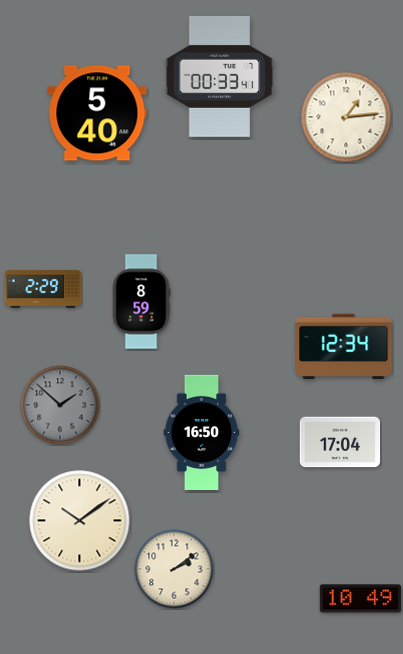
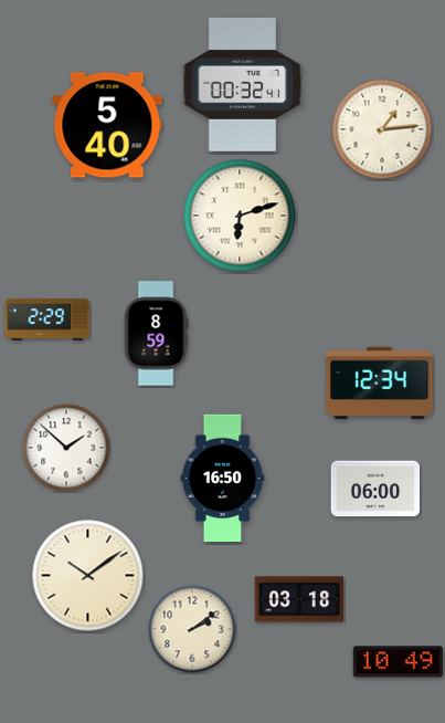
clock at (220, 76): 00:33 -> 00:32
clock at (240, 216): none -> 6:12
clock at (60, 405) dial: grey -> white
clock at (340, 442): 17:04 -> 06:00
clock at (299, 599): none -> 03:18
